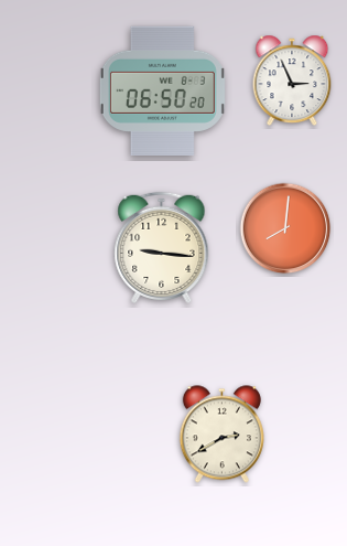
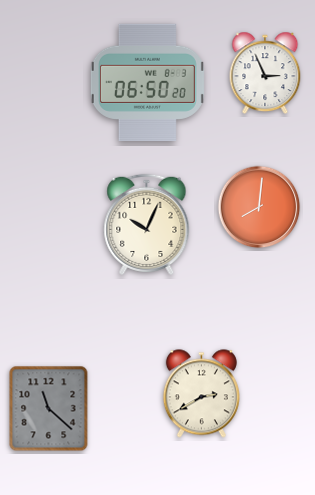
clock at (162, 247): 9:16 -> 10:04
clock at (49, 409): none -> 11:22
